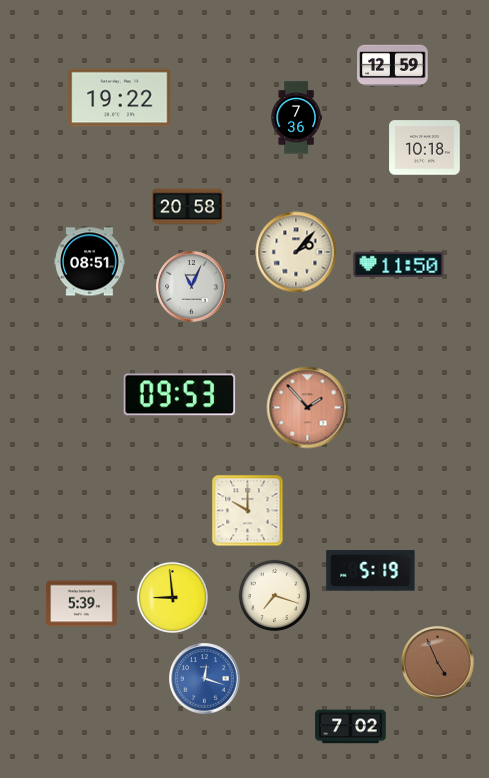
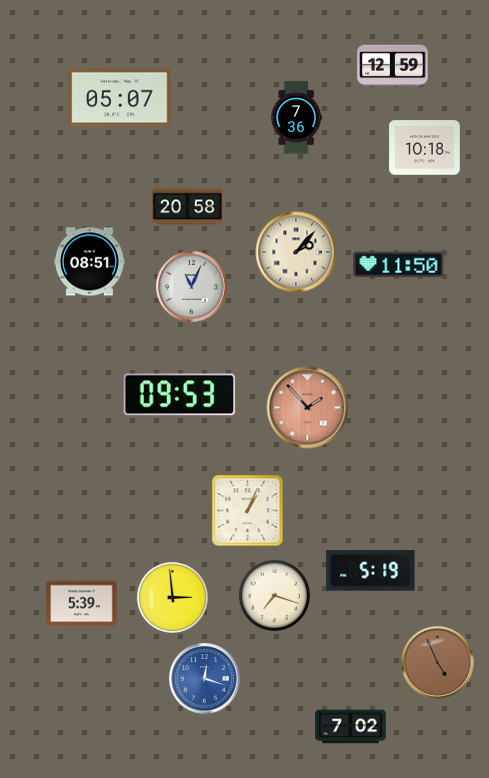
clock at (120, 98): 19:22 -> 05:07
clock at (248, 511): 10:00 -> 1:04
clock at (172, 597): 8:59 -> 2:59
